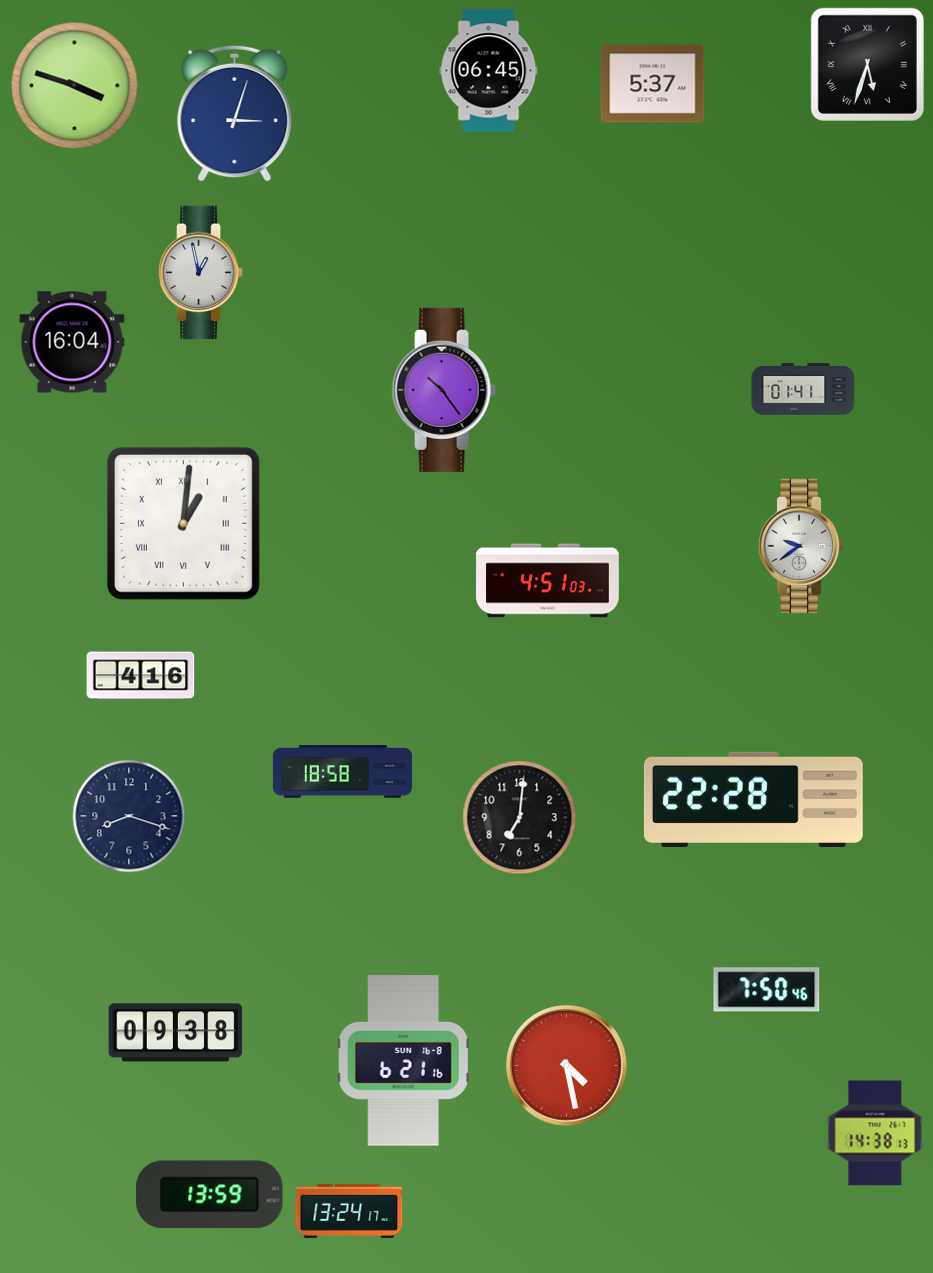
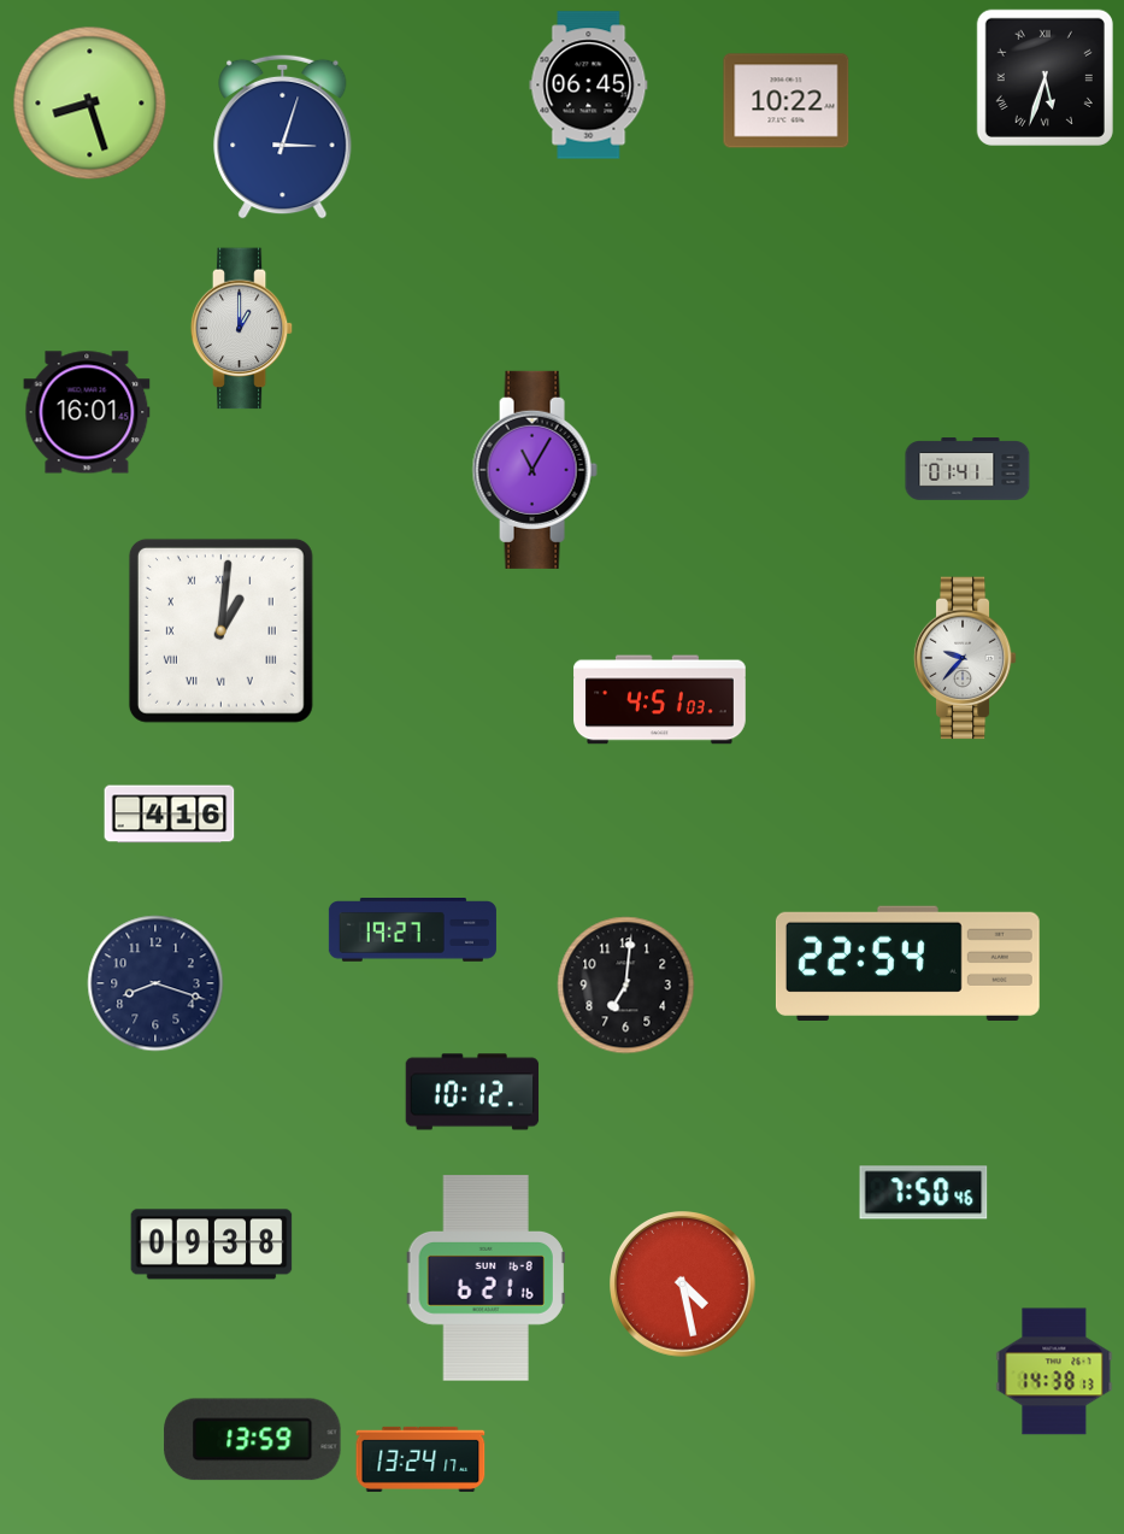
clock at (653, 84): 5:37 -> 10:22
clock at (75, 86): 3:48 -> 8:27
clock at (201, 273): 12:58 -> 1:00
clock at (72, 342): 16:04 -> 16:01
clock at (444, 390): 10:24 -> 11:05
clock at (801, 546): 9:39 -> 9:37
clock at (342, 772): 18:58 -> 19:27
clock at (753, 799): 22:28 -> 22:54
clock at (472, 1092): none -> 10:12
clock at (875, 1133) position: (875, 1133) -> (1054, 1371)
